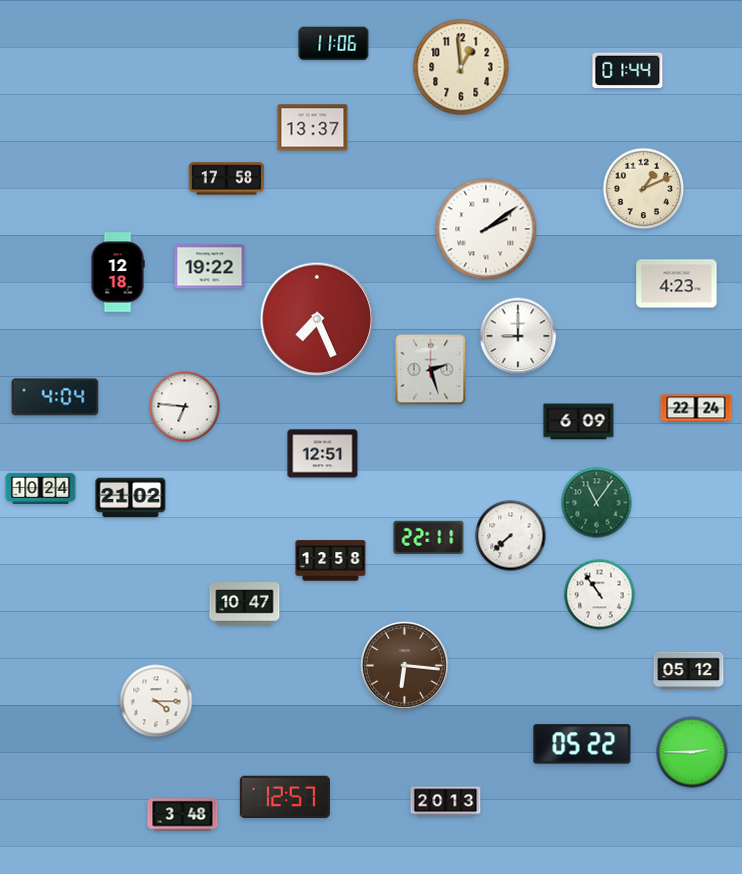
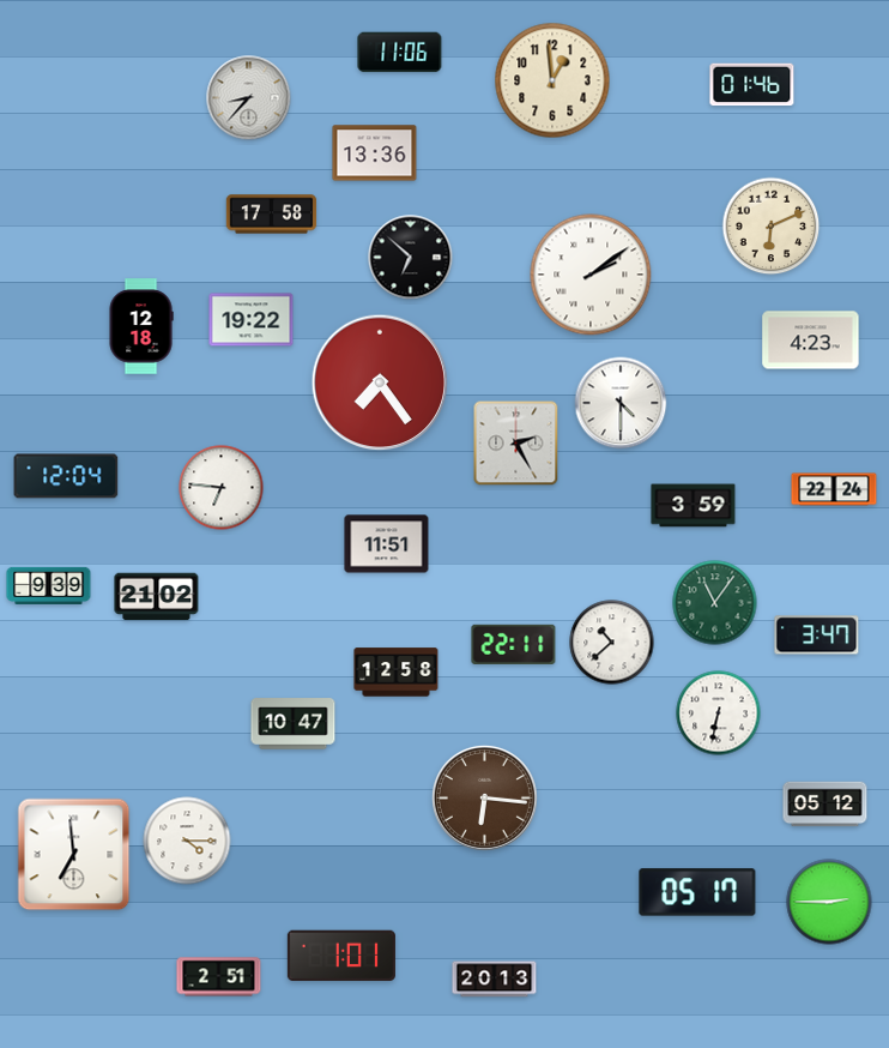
clock at (628, 71): 01:44 -> 01:46
clock at (249, 98): none -> 8:37
clock at (313, 128): 13:37 -> 13:36
clock at (644, 189): 1:11 -> 6:11
clock at (411, 258): none -> 6:52
clock at (486, 229) position: (486, 229) -> (591, 275)
clock at (317, 319): 7:26 -> 7:24
clock at (518, 336): 9:00 -> 4:30
clock at (431, 370): 2:27 -> 2:25
clock at (55, 397): 4:04 -> 12:04
clock at (579, 422): 6:09 -> 3:59
clock at (323, 454): 12:51 -> 11:51
clock at (41, 488): 10:24 -> 9:39
clock at (817, 636): none -> 3:47
clock at (511, 536): 7:38 -> 10:38
clock at (600, 595): 10:54 -> 6:32
clock at (74, 855): none -> 6:59
clock at (582, 744): 05:22 -> 05:17
clock at (285, 797): 12:57 -> 1:01
clock at (446, 802) position: (446, 802) -> (495, 980)
clock at (183, 815): 3:48 -> 2:51
